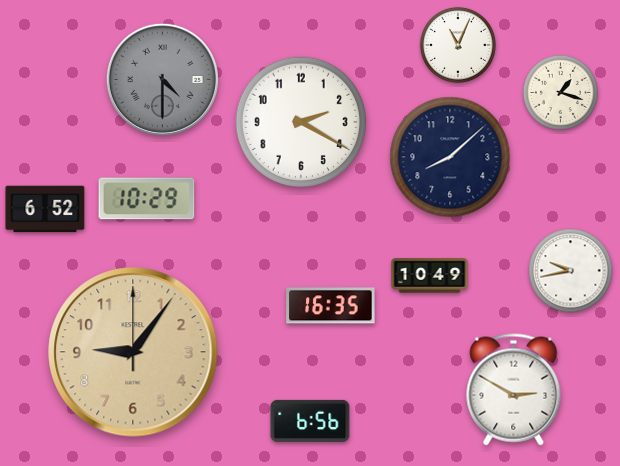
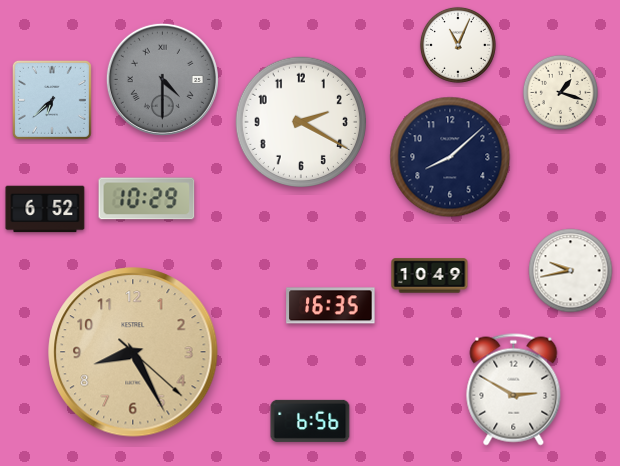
clock at (52, 100): none -> 6:38
clock at (133, 352): 9:06 -> 8:25
